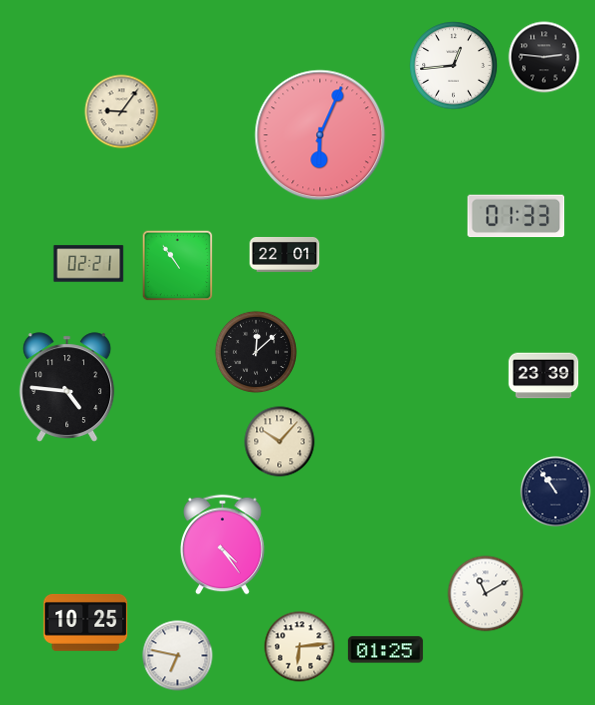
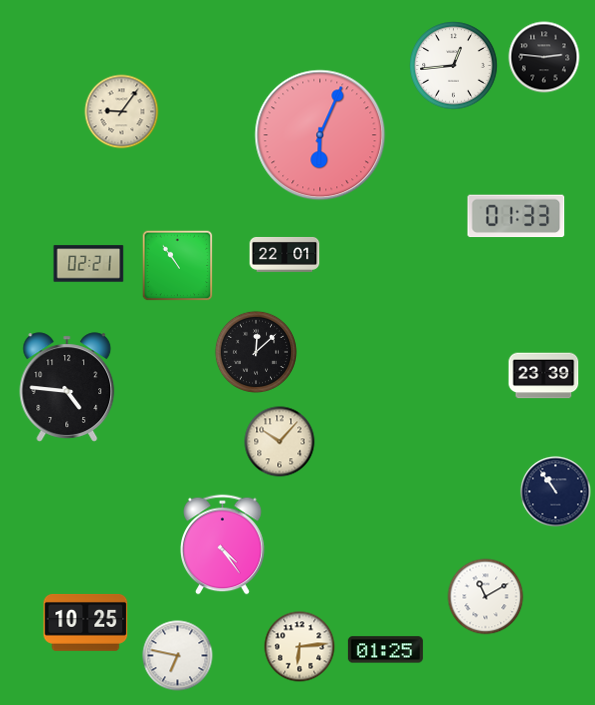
clock at (486, 594) position: (486, 594) -> (486, 597)
